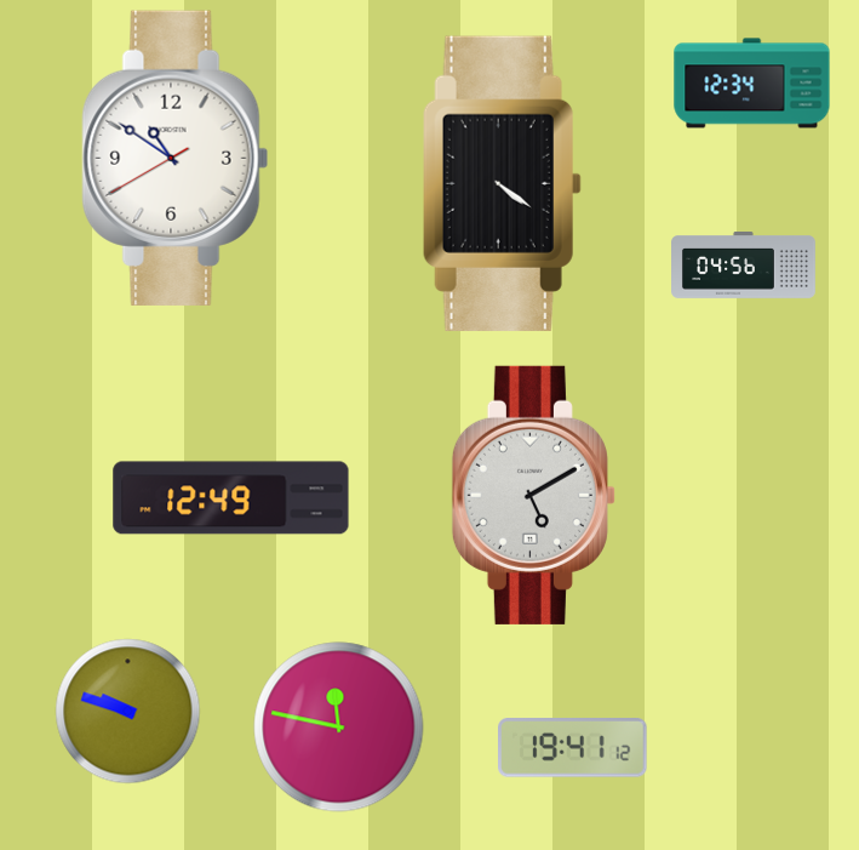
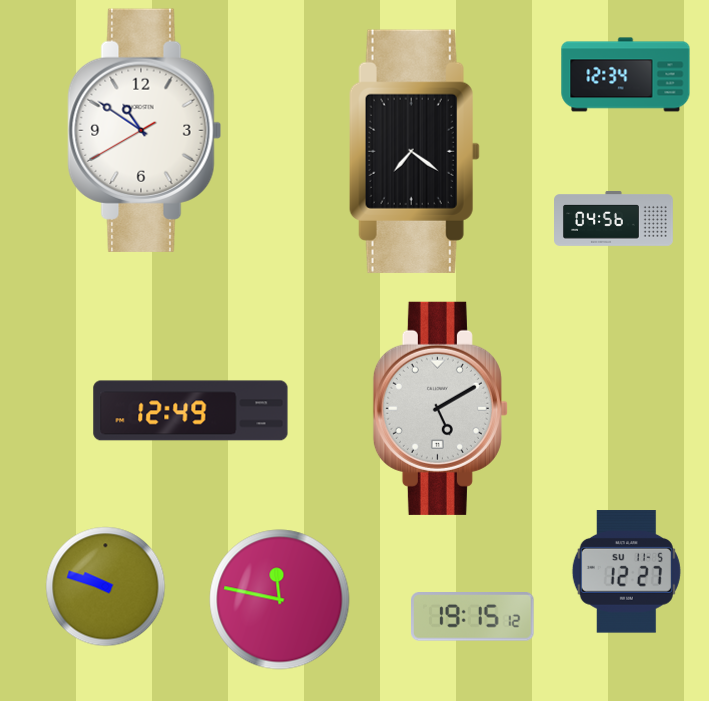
clock at (752, 84) position: (752, 84) -> (626, 75)
clock at (502, 183): 4:21 -> 7:21
clock at (626, 572): none -> 12:27
clock at (573, 748): 19:41 -> 19:15
